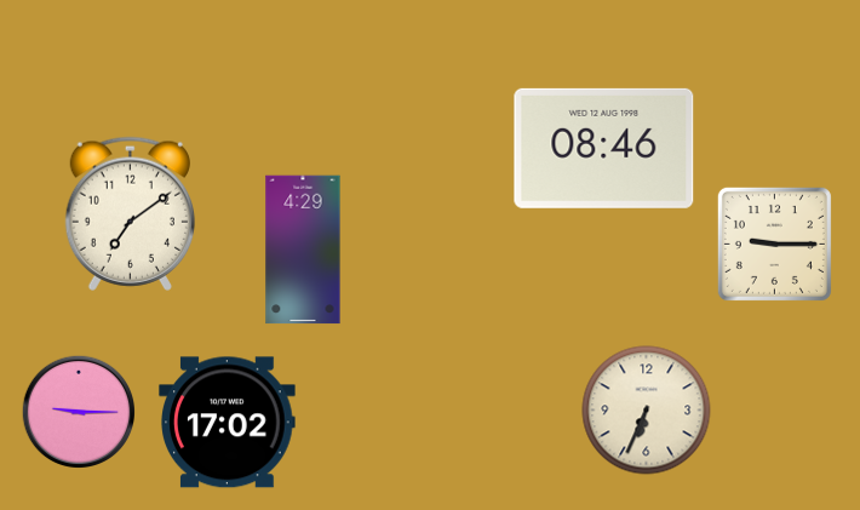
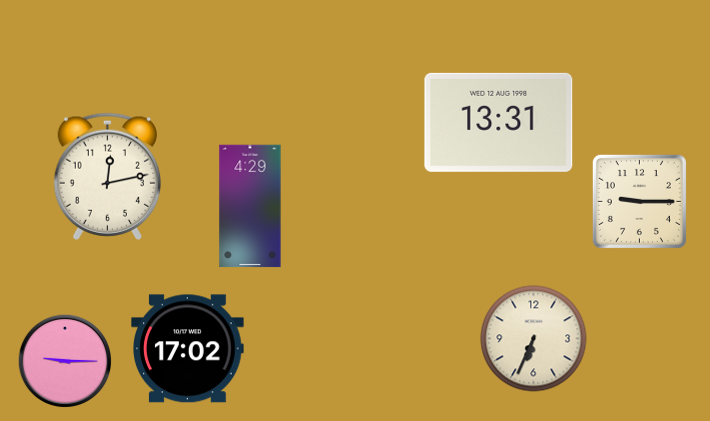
clock at (604, 148): 08:46 -> 13:31
clock at (130, 213): 7:09 -> 12:13
clock at (79, 412) position: (79, 412) -> (65, 361)
